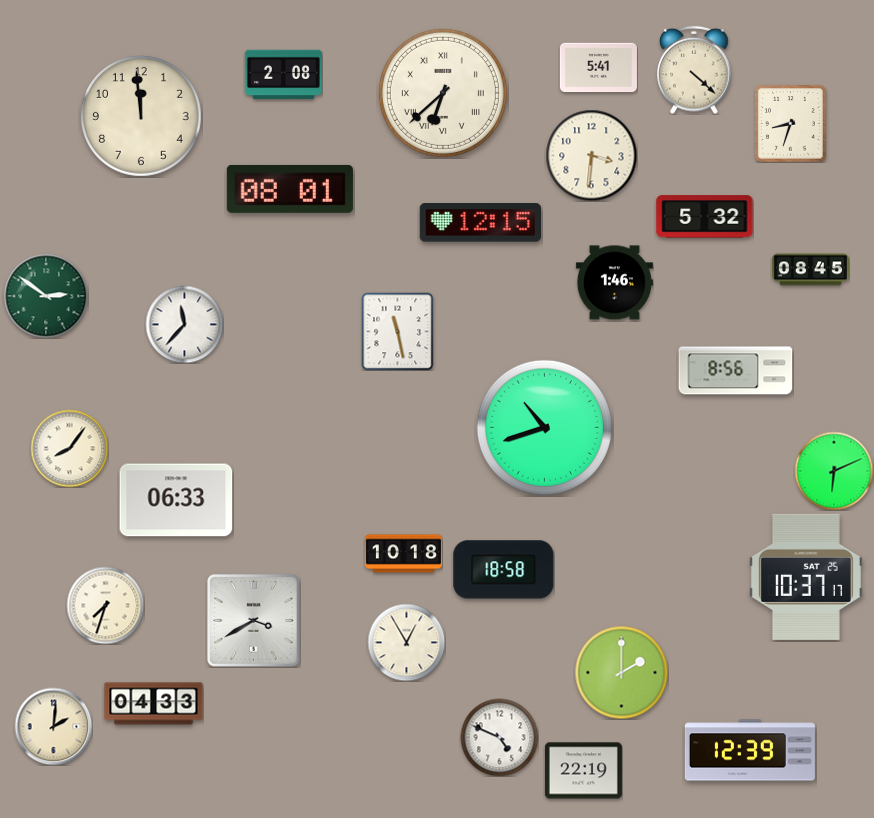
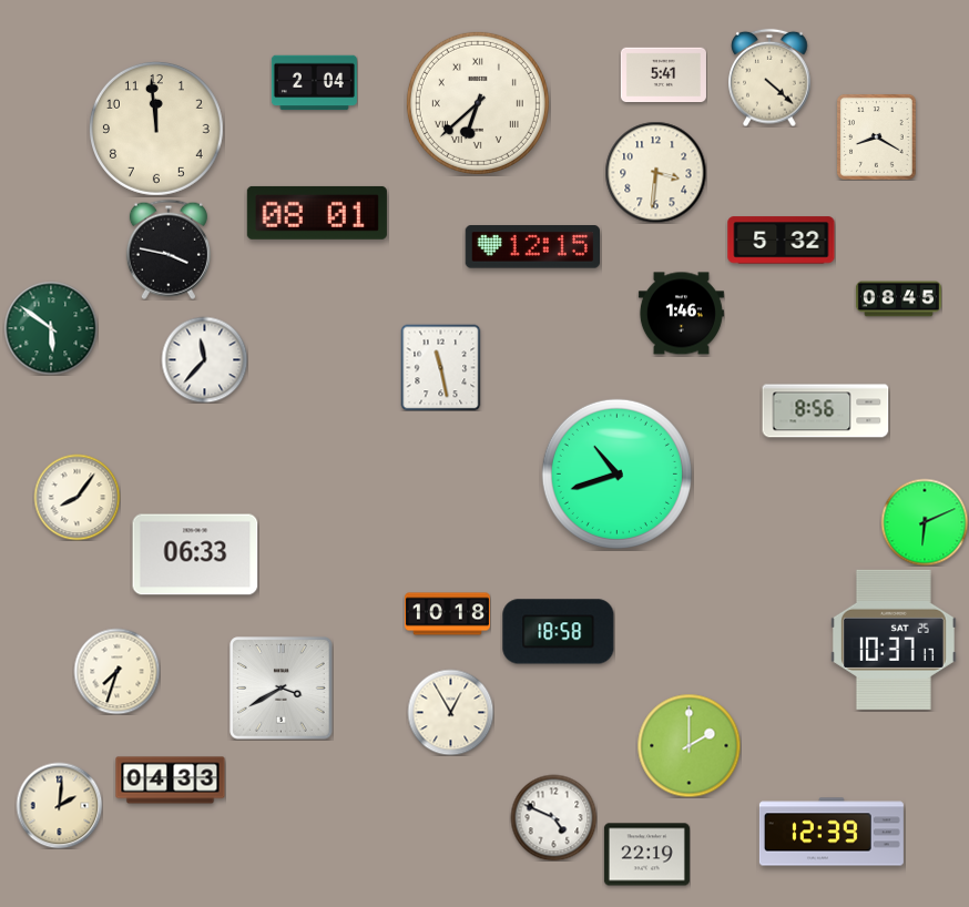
clock at (283, 75): 2:08 -> 2:04
clock at (443, 93) position: (443, 93) -> (478, 103)
clock at (791, 124): 8:33 -> 8:20
clock at (290, 189) position: (290, 189) -> (317, 213)
clock at (169, 249): none -> 3:47
clock at (46, 296): 2:51 -> 5:51
clock at (736, 371) position: (736, 371) -> (826, 411)
clock at (544, 427) position: (544, 427) -> (616, 473)
